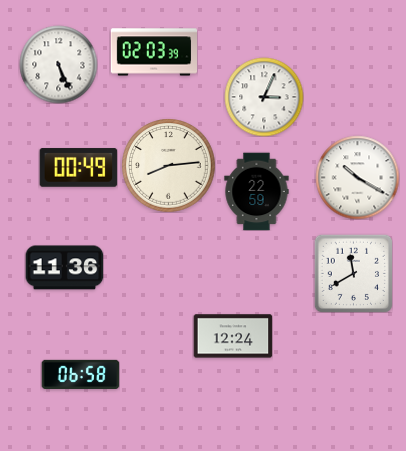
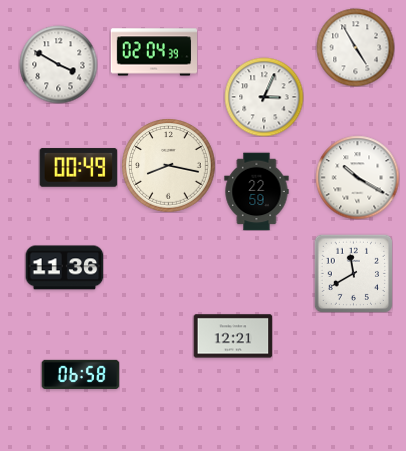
clock at (355, 47): none -> 4:55
clock at (153, 52): 02:03 -> 02:04
clock at (58, 64): 5:26 -> 3:50
clock at (168, 165): 8:14 -> 8:17
clock at (233, 336): 12:24 -> 12:21
